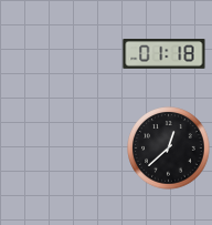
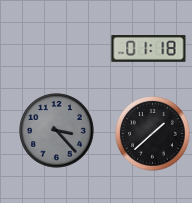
clock at (57, 131): none -> 3:23
clock at (169, 149): 12:38 -> 1:38
